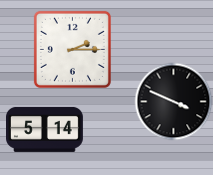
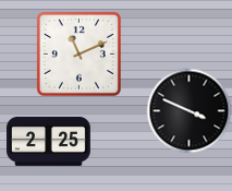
clock at (72, 49): 2:15 -> 11:11
clock at (45, 129): 5:14 -> 2:25
